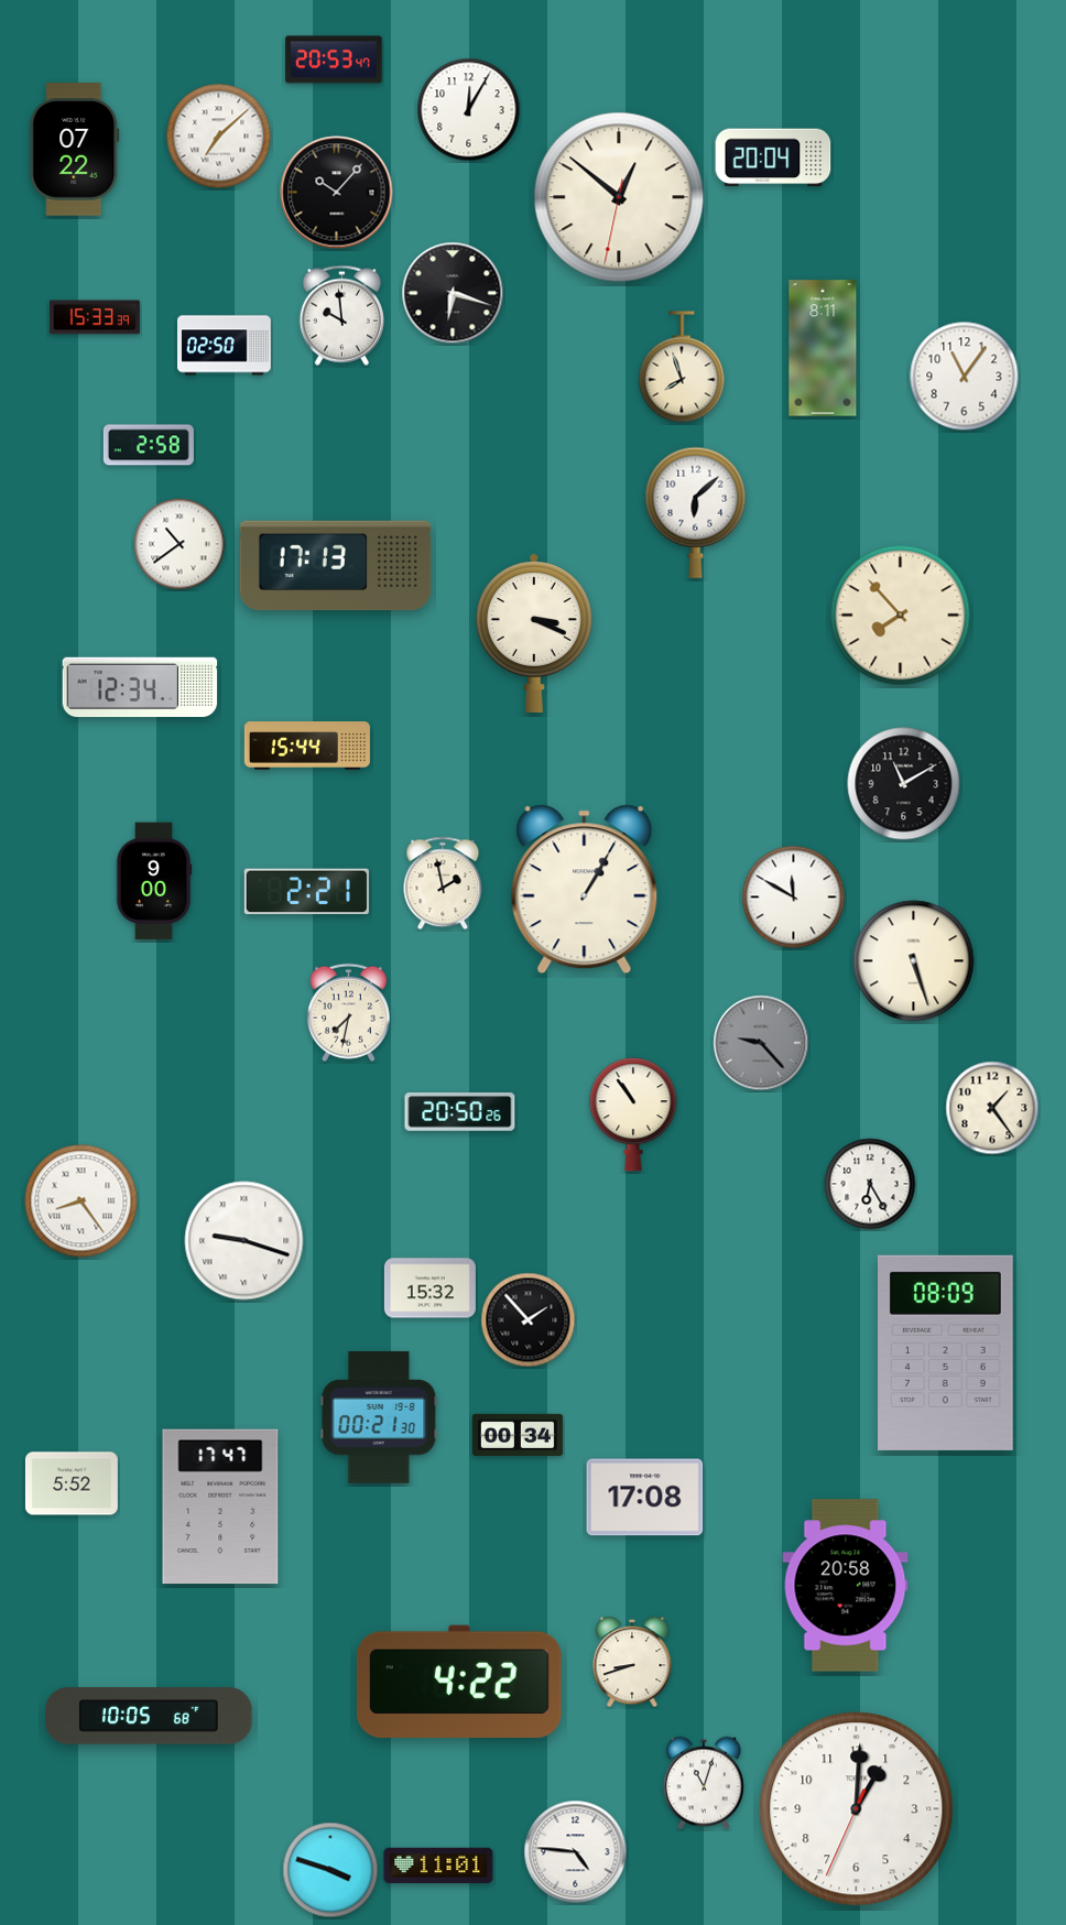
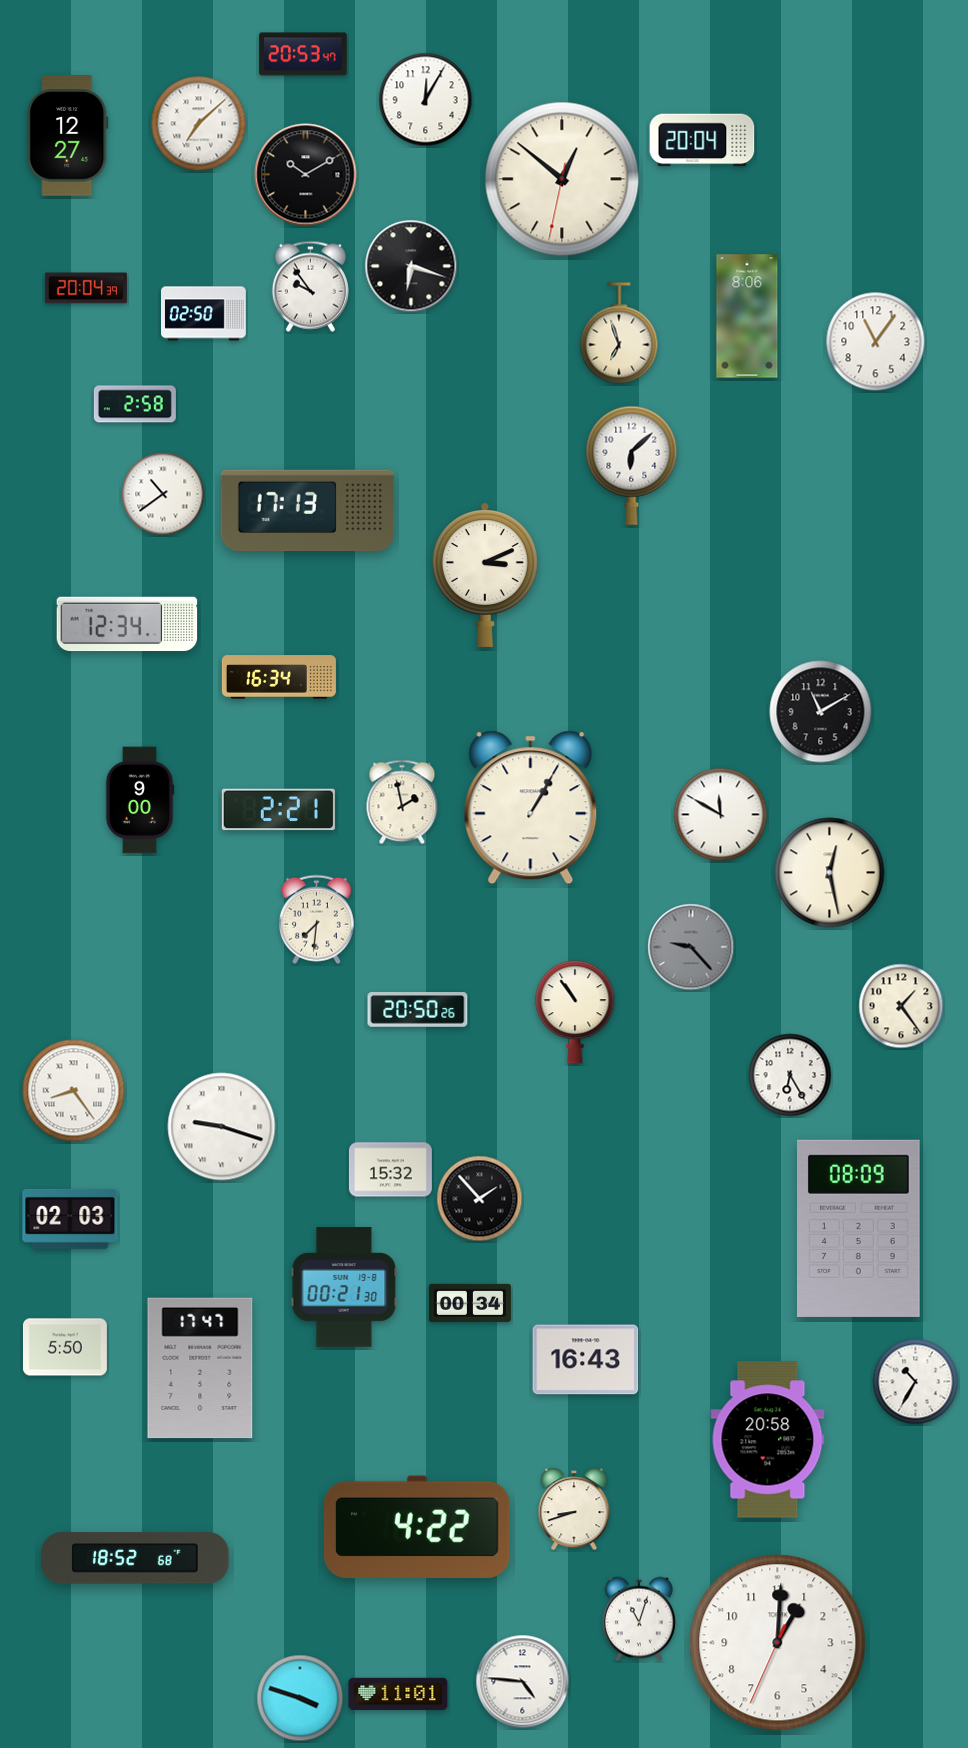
clock at (75, 150): 07:22 -> 12:27
clock at (773, 157) position: (773, 157) -> (702, 140)
clock at (337, 193): 10:07 -> 10:10
clock at (341, 315): 9:59 -> 9:54
clock at (95, 317): 15:33 -> 20:04
clock at (823, 348): 8:11 -> 8:06
clock at (682, 367): 7:57 -> 6:57
clock at (336, 566) position: (336, 566) -> (308, 511)
clock at (901, 616): 7:53 -> none
clock at (534, 633): 3:19 -> 3:11
clock at (307, 746): 15:44 -> 16:34
clock at (914, 961): 5:27 -> 12:28
clock at (348, 1013): 7:32 -> 7:31
clock at (70, 1219): none -> 02:03
clock at (72, 1483): 5:52 -> 5:50
clock at (645, 1498): 17:08 -> 16:43
clock at (916, 1382): none -> 10:35
clock at (149, 1716): 10:05 -> 18:52
